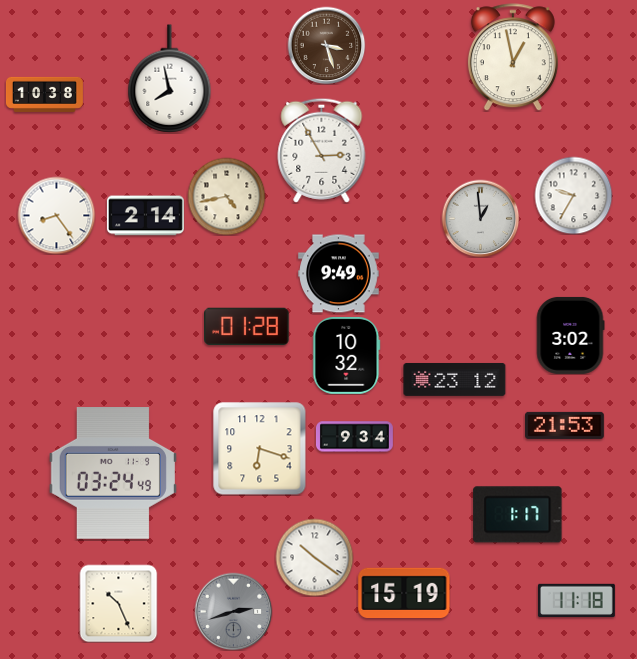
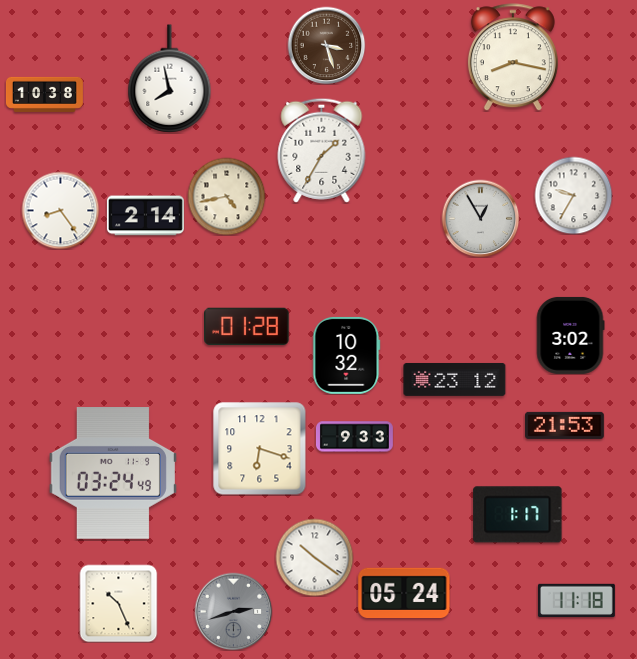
clock at (513, 57): 12:58 -> 8:17
clock at (322, 150): 2:55 -> 1:35
clock at (56, 215) position: (56, 215) -> (60, 210)
clock at (480, 218): 12:59 -> 12:55
clock at (339, 274): 9:49 -> none
clock at (354, 437): 9:34 -> 9:33
clock at (404, 592): 15:19 -> 05:24
